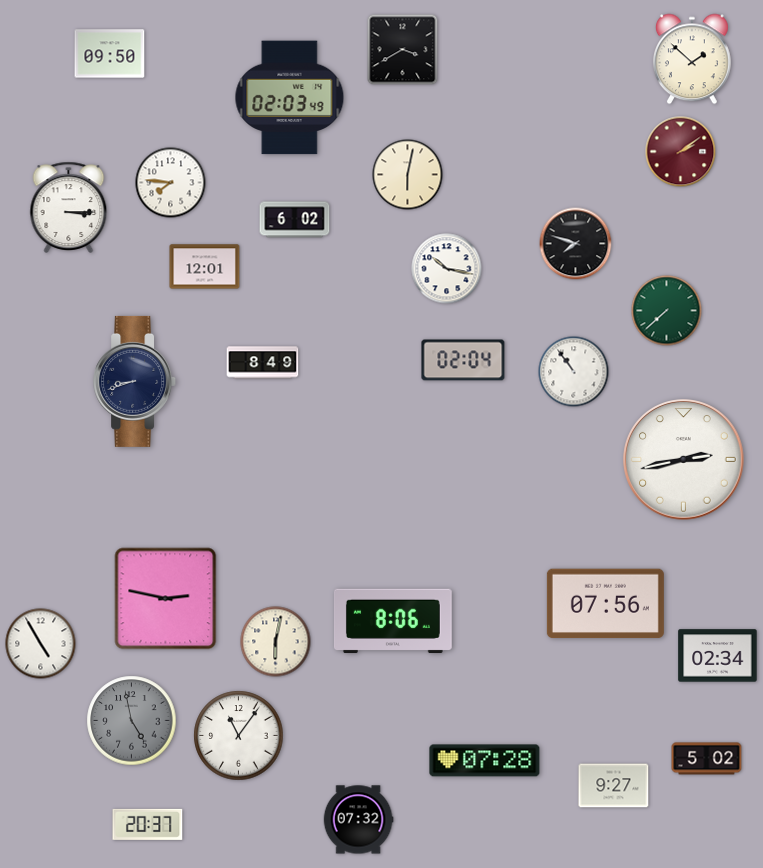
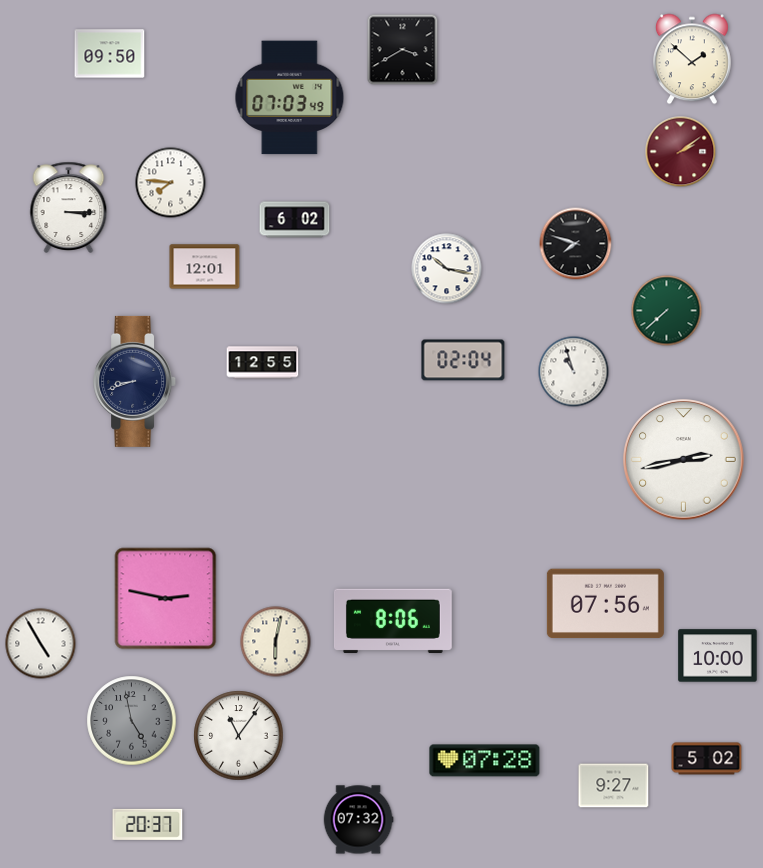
clock at (290, 98): 02:03 -> 07:03
clock at (408, 175): 6:02 -> none
clock at (263, 363): 8:49 -> 12:55
clock at (574, 372): 10:54 -> 10:57
clock at (718, 656): 02:34 -> 10:00
